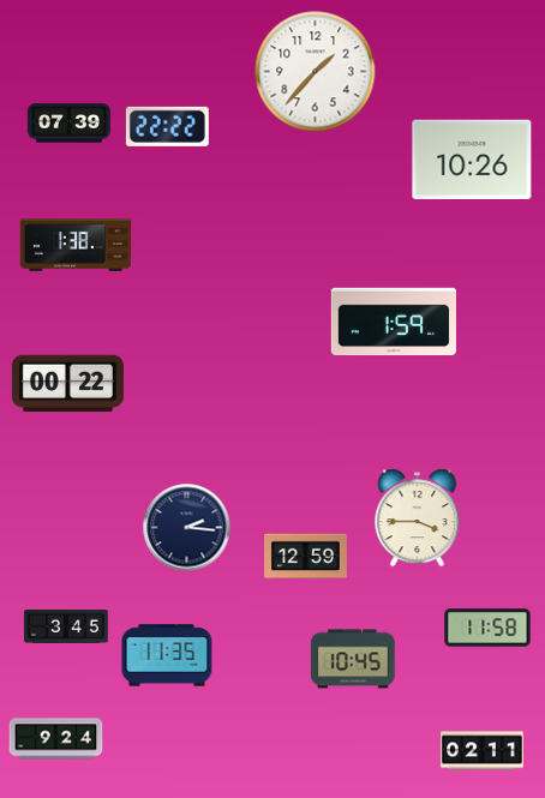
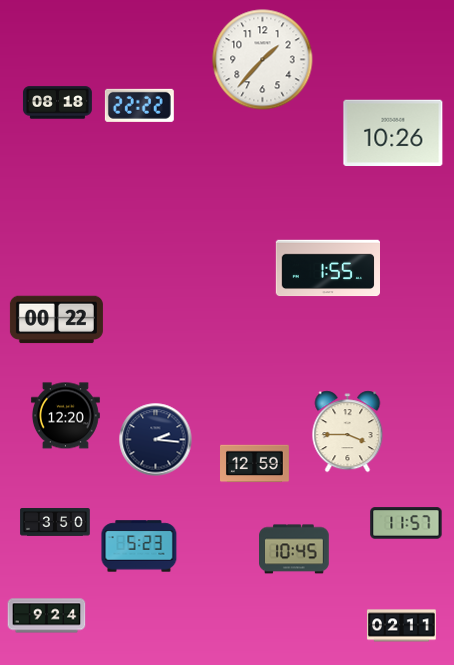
clock at (70, 124): 07:39 -> 08:18
clock at (74, 246): 1:38 -> none
clock at (393, 322): 1:59 -> 1:55
clock at (65, 416): none -> 12:20
clock at (66, 628): 3:45 -> 3:50
clock at (487, 628): 11:58 -> 11:57
clock at (167, 655): 11:35 -> 5:23
